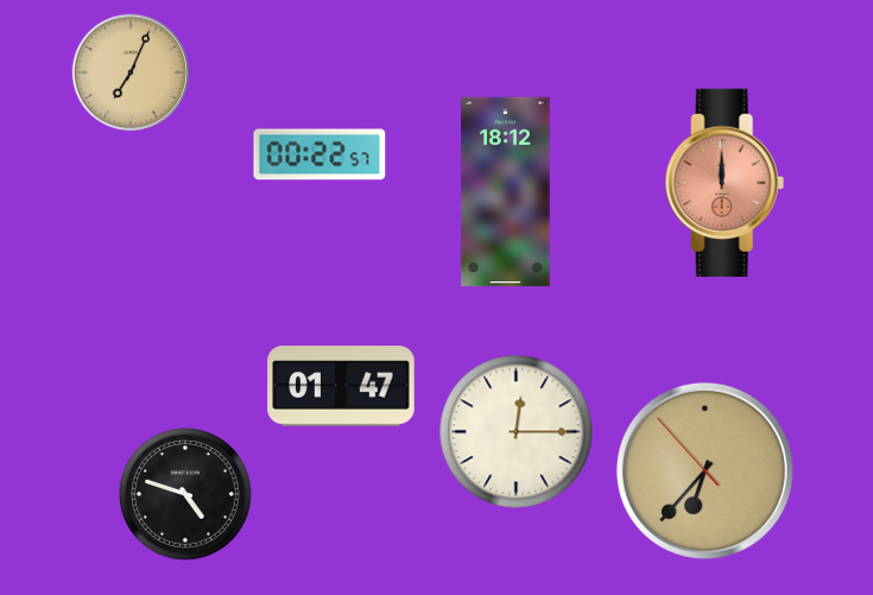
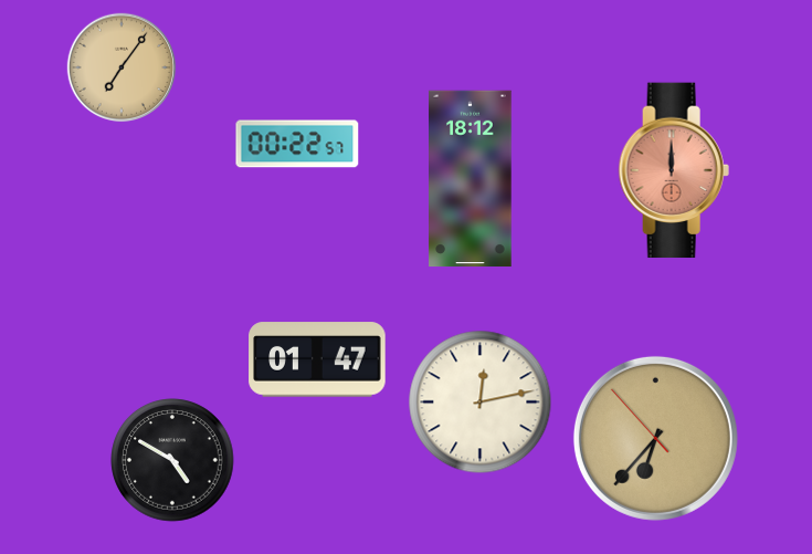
clock at (131, 72): 7:04 -> 7:06
clock at (517, 432): 12:15 -> 12:13
clock at (185, 494): 4:48 -> 4:50
